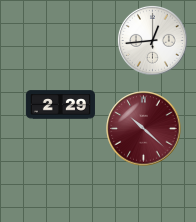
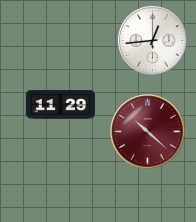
clock at (60, 105): 2:29 -> 11:29
clock at (144, 129) position: (144, 129) -> (148, 132)
